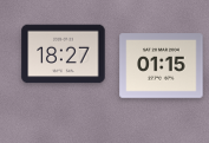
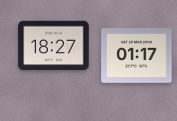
clock at (162, 66): 01:15 -> 01:17
